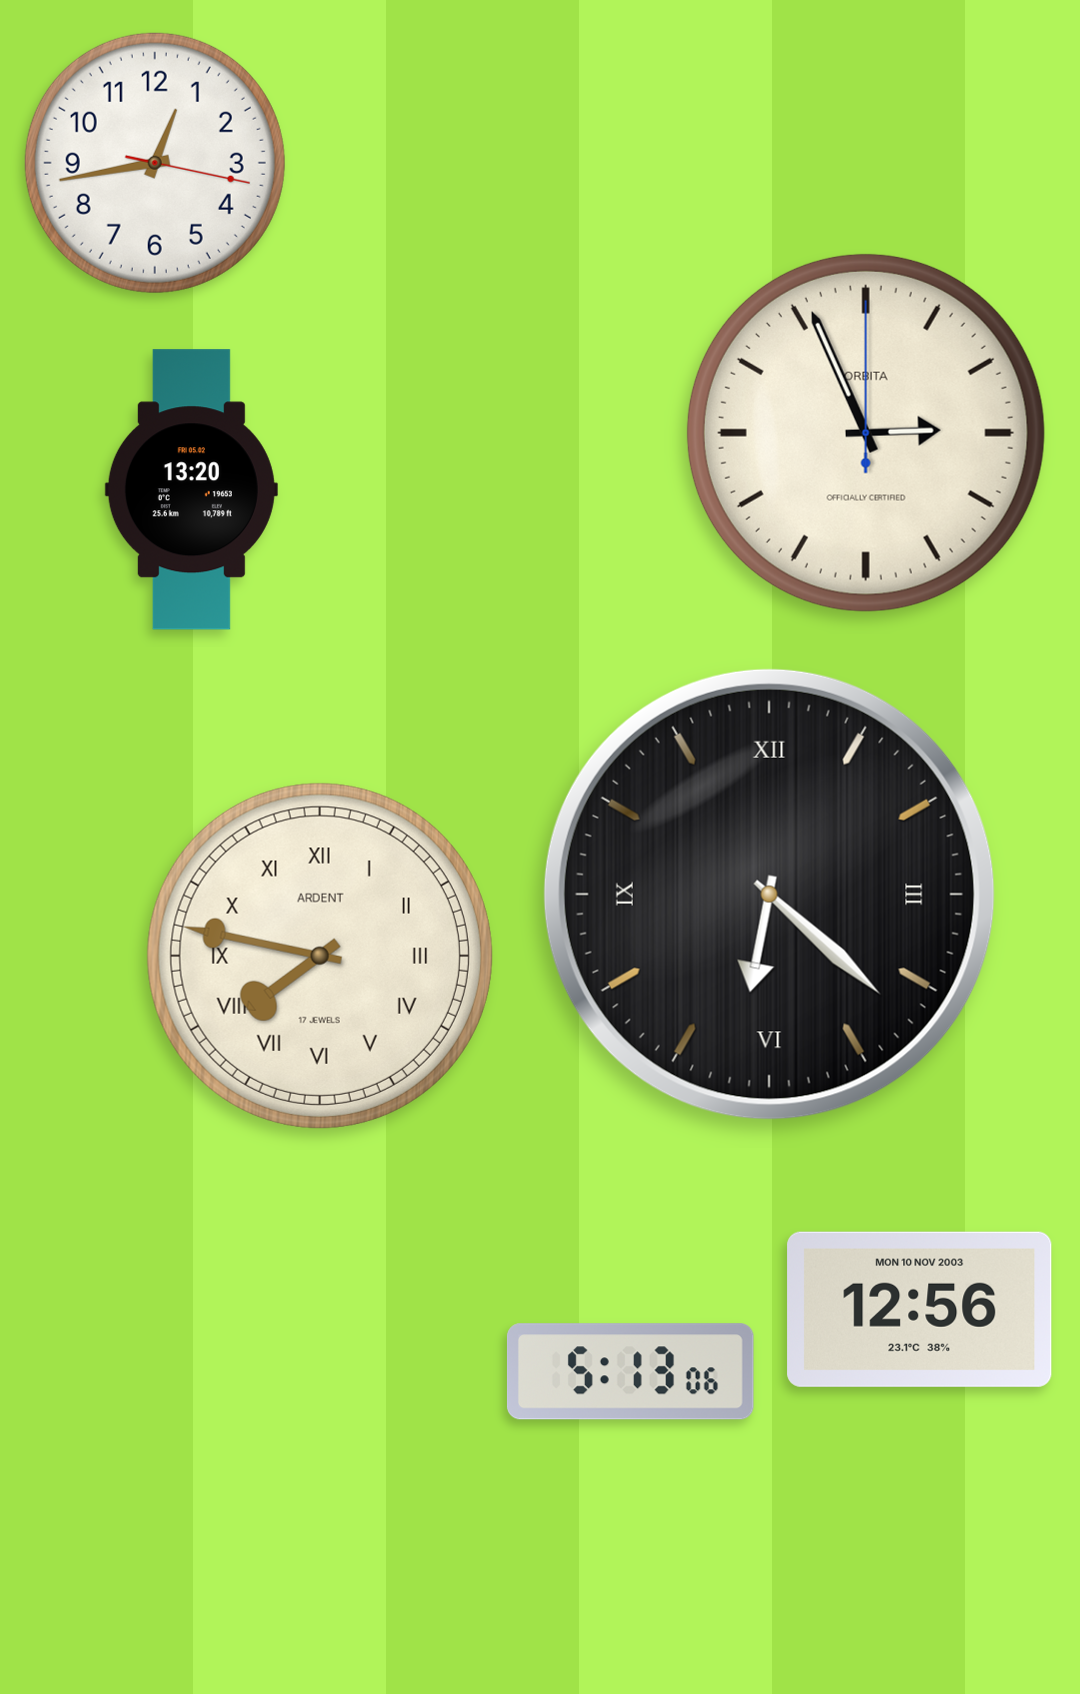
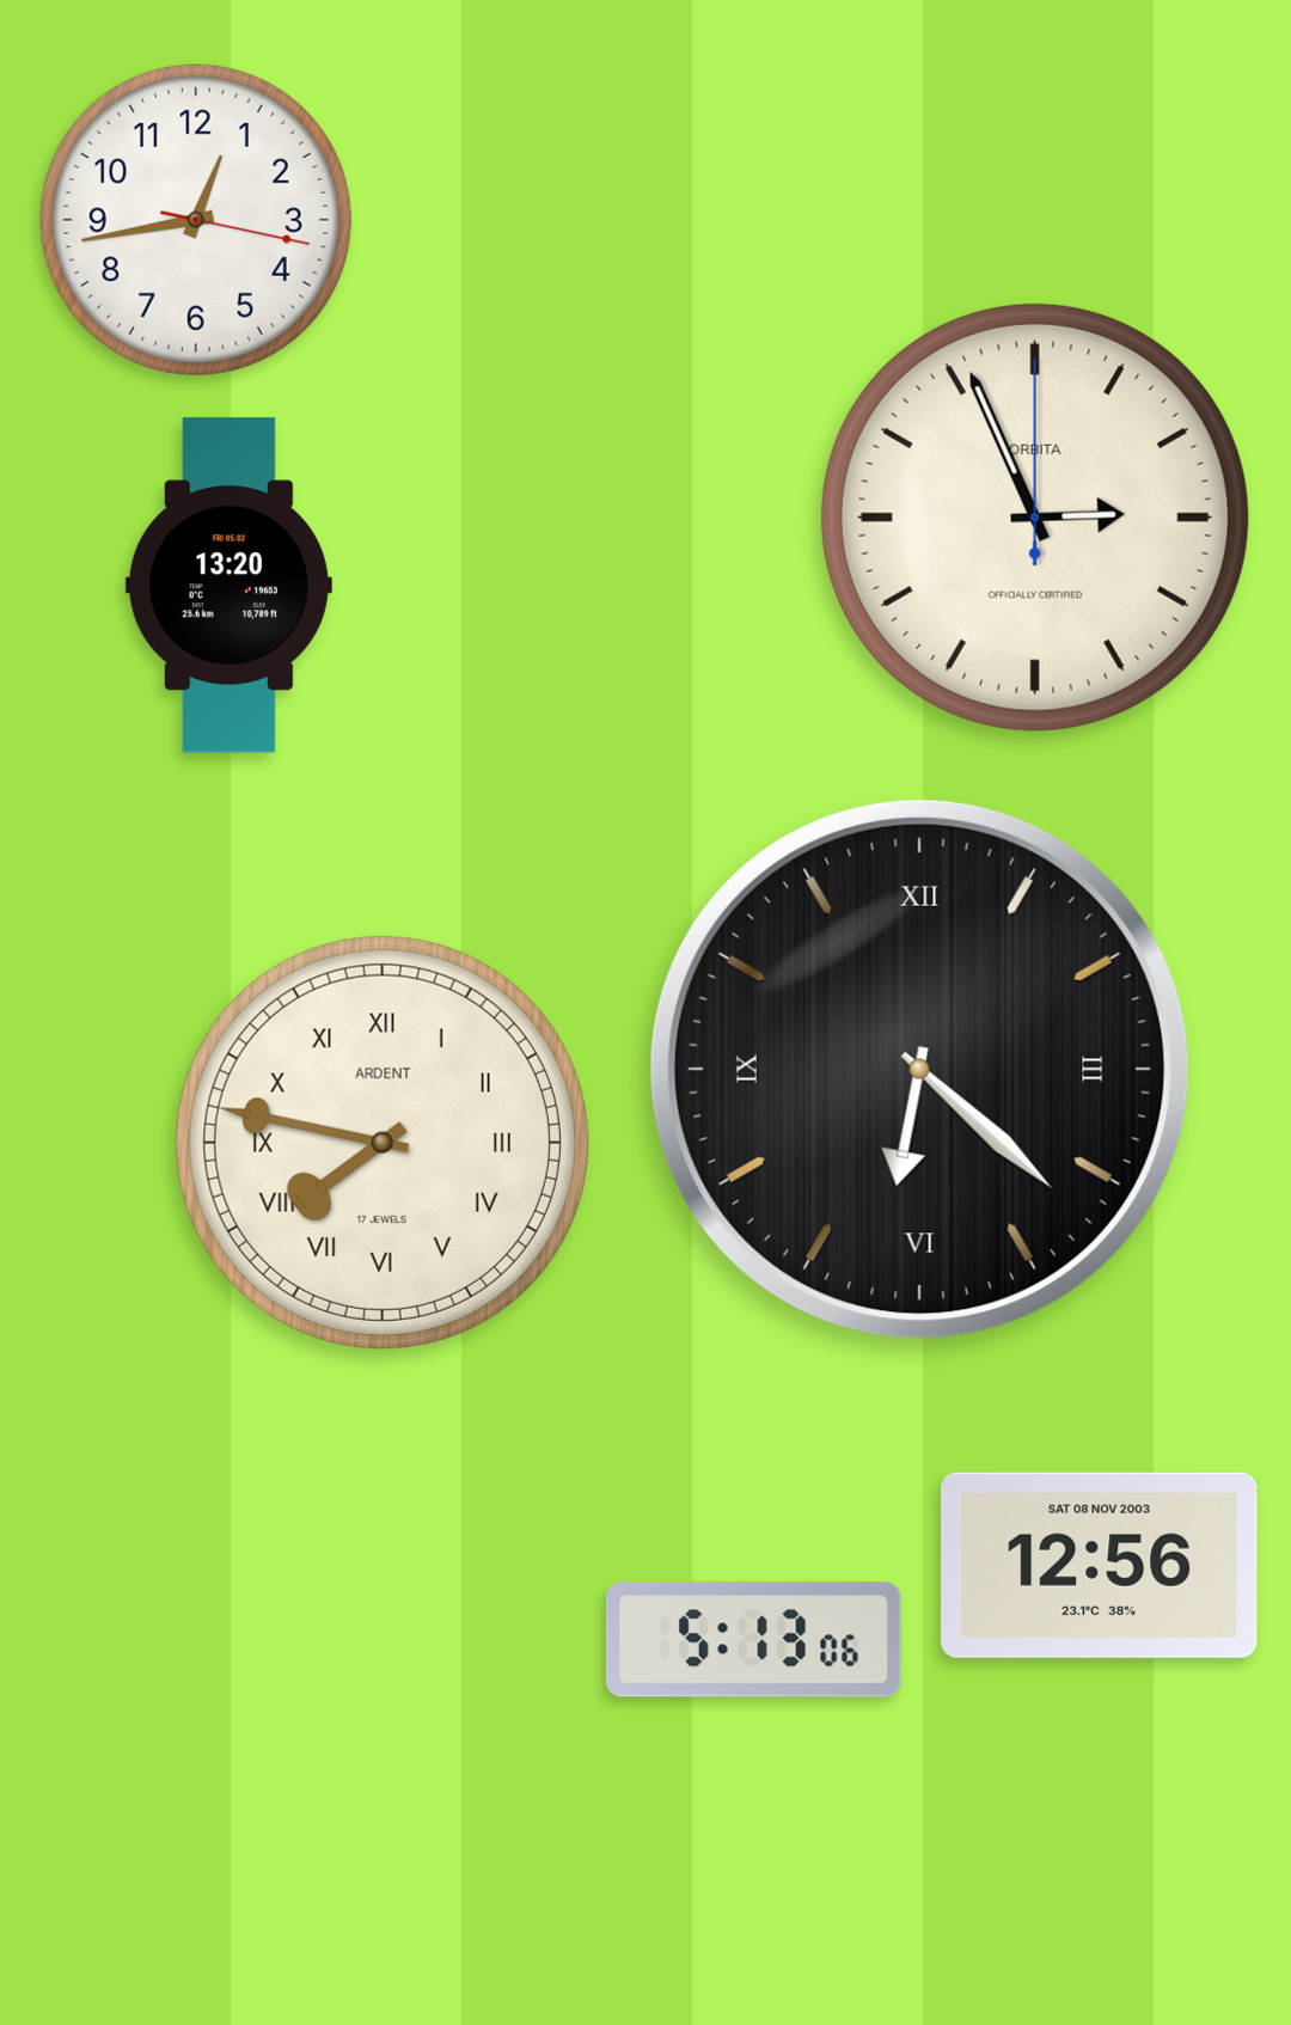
clock at (155, 163) position: (155, 163) -> (196, 220)
clock at (920, 1309) date: MON 10 NOV 2003 -> SAT 08 NOV 2003
